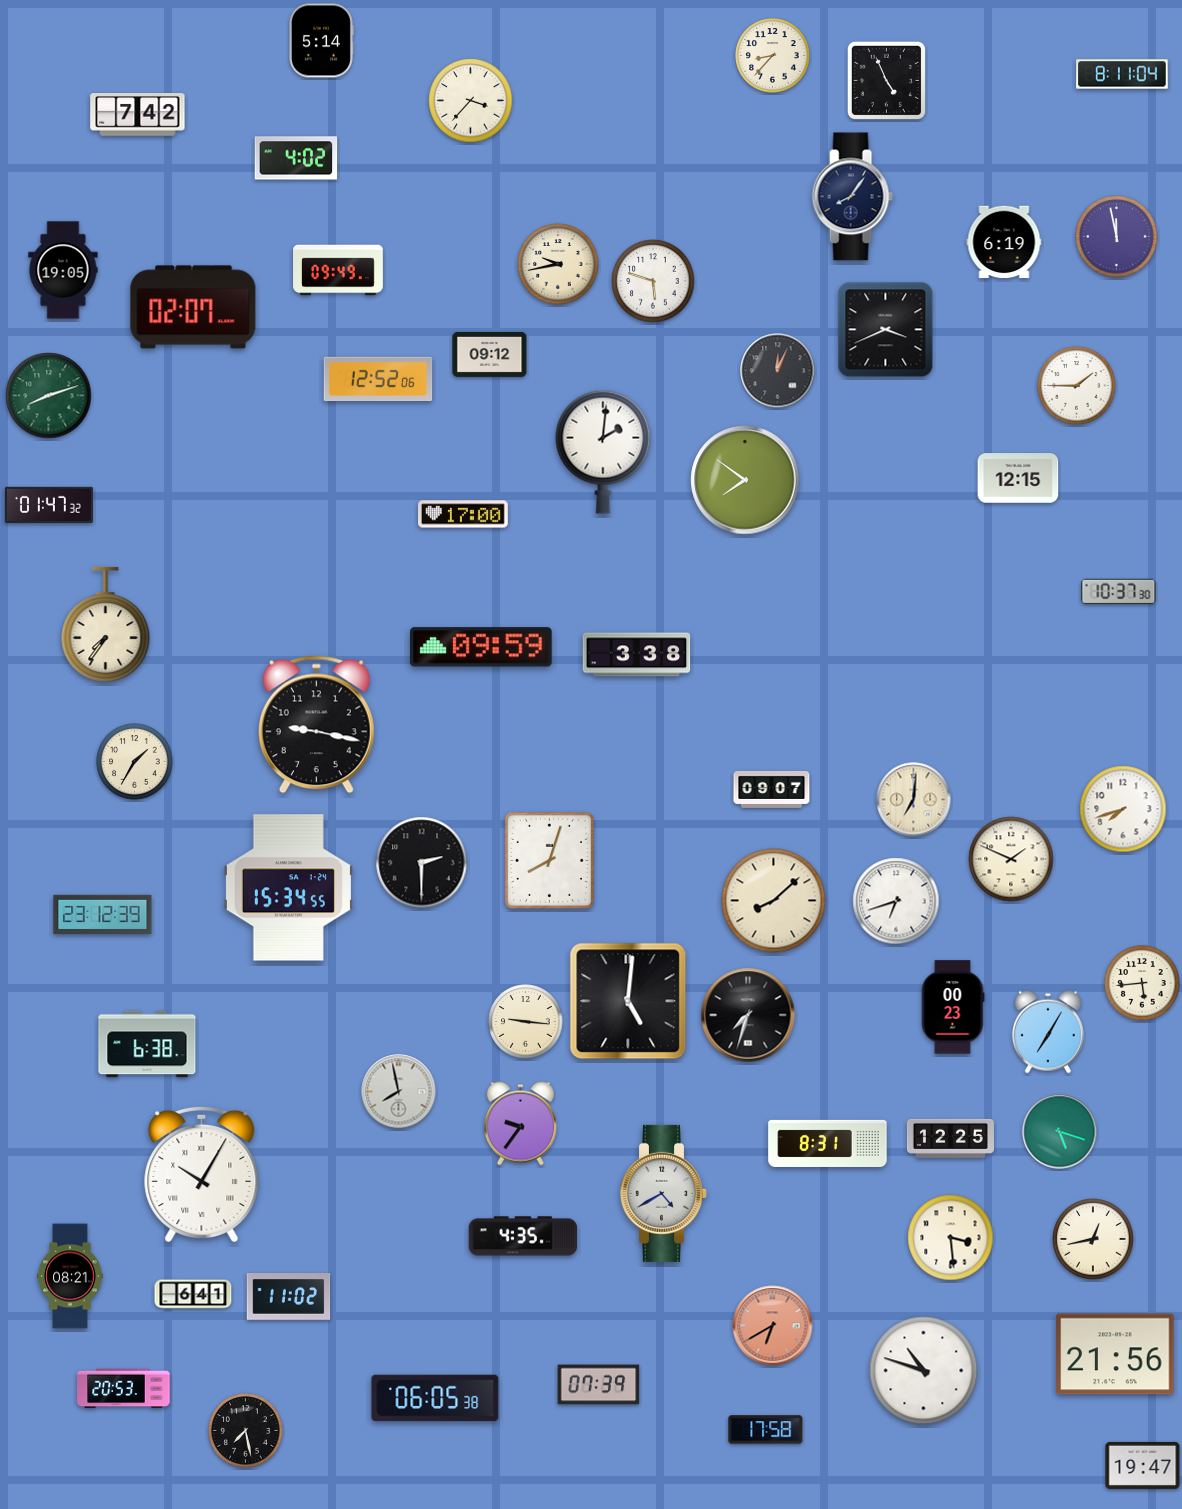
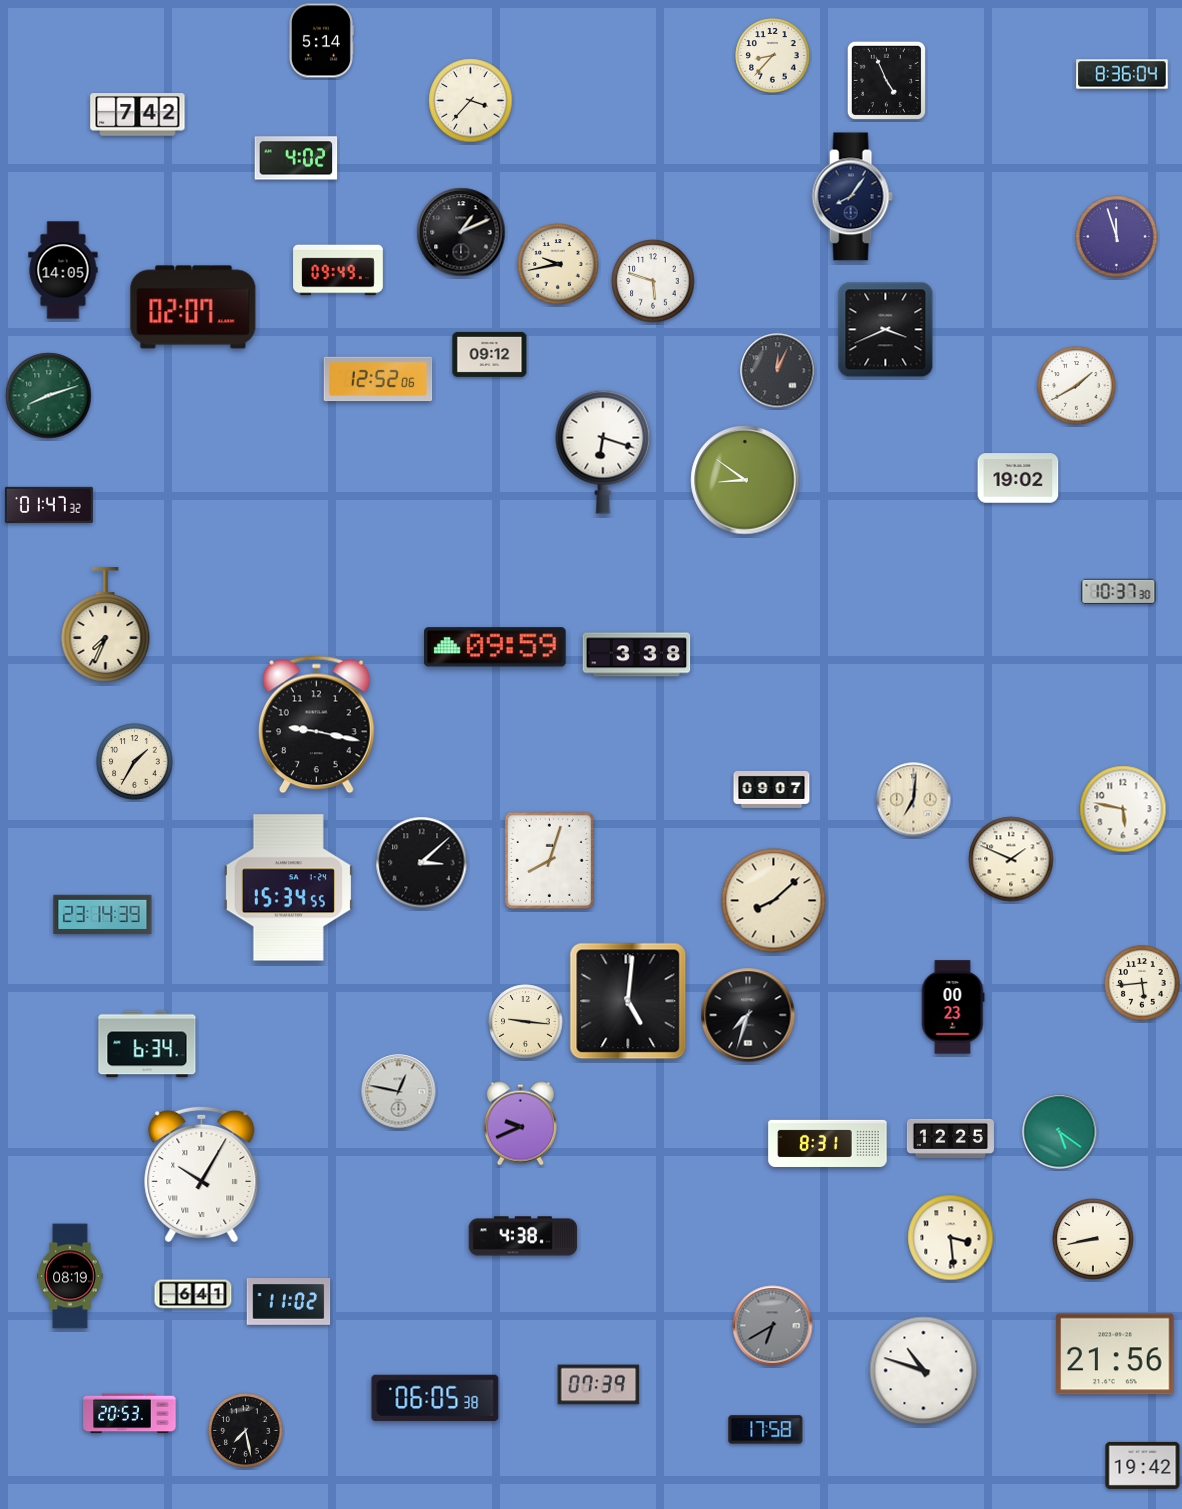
clock at (1122, 74): 8:11 -> 8:36
clock at (461, 232): none -> 1:11
clock at (1117, 237): 11:58 -> 11:57
clock at (1004, 242): 6:19 -> none
clock at (63, 270): 19:05 -> 14:05
clock at (1077, 386): 1:45 -> 1:40
clock at (603, 452): 2:01 -> 6:18
clock at (1018, 478): 12:15 -> 19:02
clock at (745, 480): 7:51 -> 8:51
clock at (464, 514): 17:00 -> none
clock at (106, 624): 7:36 -> 7:34
clock at (482, 647) position: (482, 647) -> (496, 647)
clock at (1123, 809): 7:42 -> 5:47
clock at (422, 863): 2:30 -> 3:08
clock at (896, 901): 6:42 -> none
clock at (103, 915): 23:12 -> 23:14
clock at (1048, 1032): 7:05 -> none
clock at (147, 1044): 6:38 -> 6:34
clock at (399, 1092): 7:58 -> 12:47
clock at (520, 1124): 9:36 -> 9:41
clock at (1060, 1132): 5:18 -> 5:21
clock at (664, 1193): 4:40 -> none
clock at (523, 1236): 4:35 -> 4:38
clock at (1093, 1239): 12:43 -> 8:43
clock at (70, 1276): 08:21 -> 08:19
clock at (289, 1297) position: (289, 1297) -> (289, 1302)
clock at (773, 1326) dial: salmon -> grey
clock at (124, 1389) position: (124, 1389) -> (130, 1414)
clock at (1143, 1465): 19:47 -> 19:42
